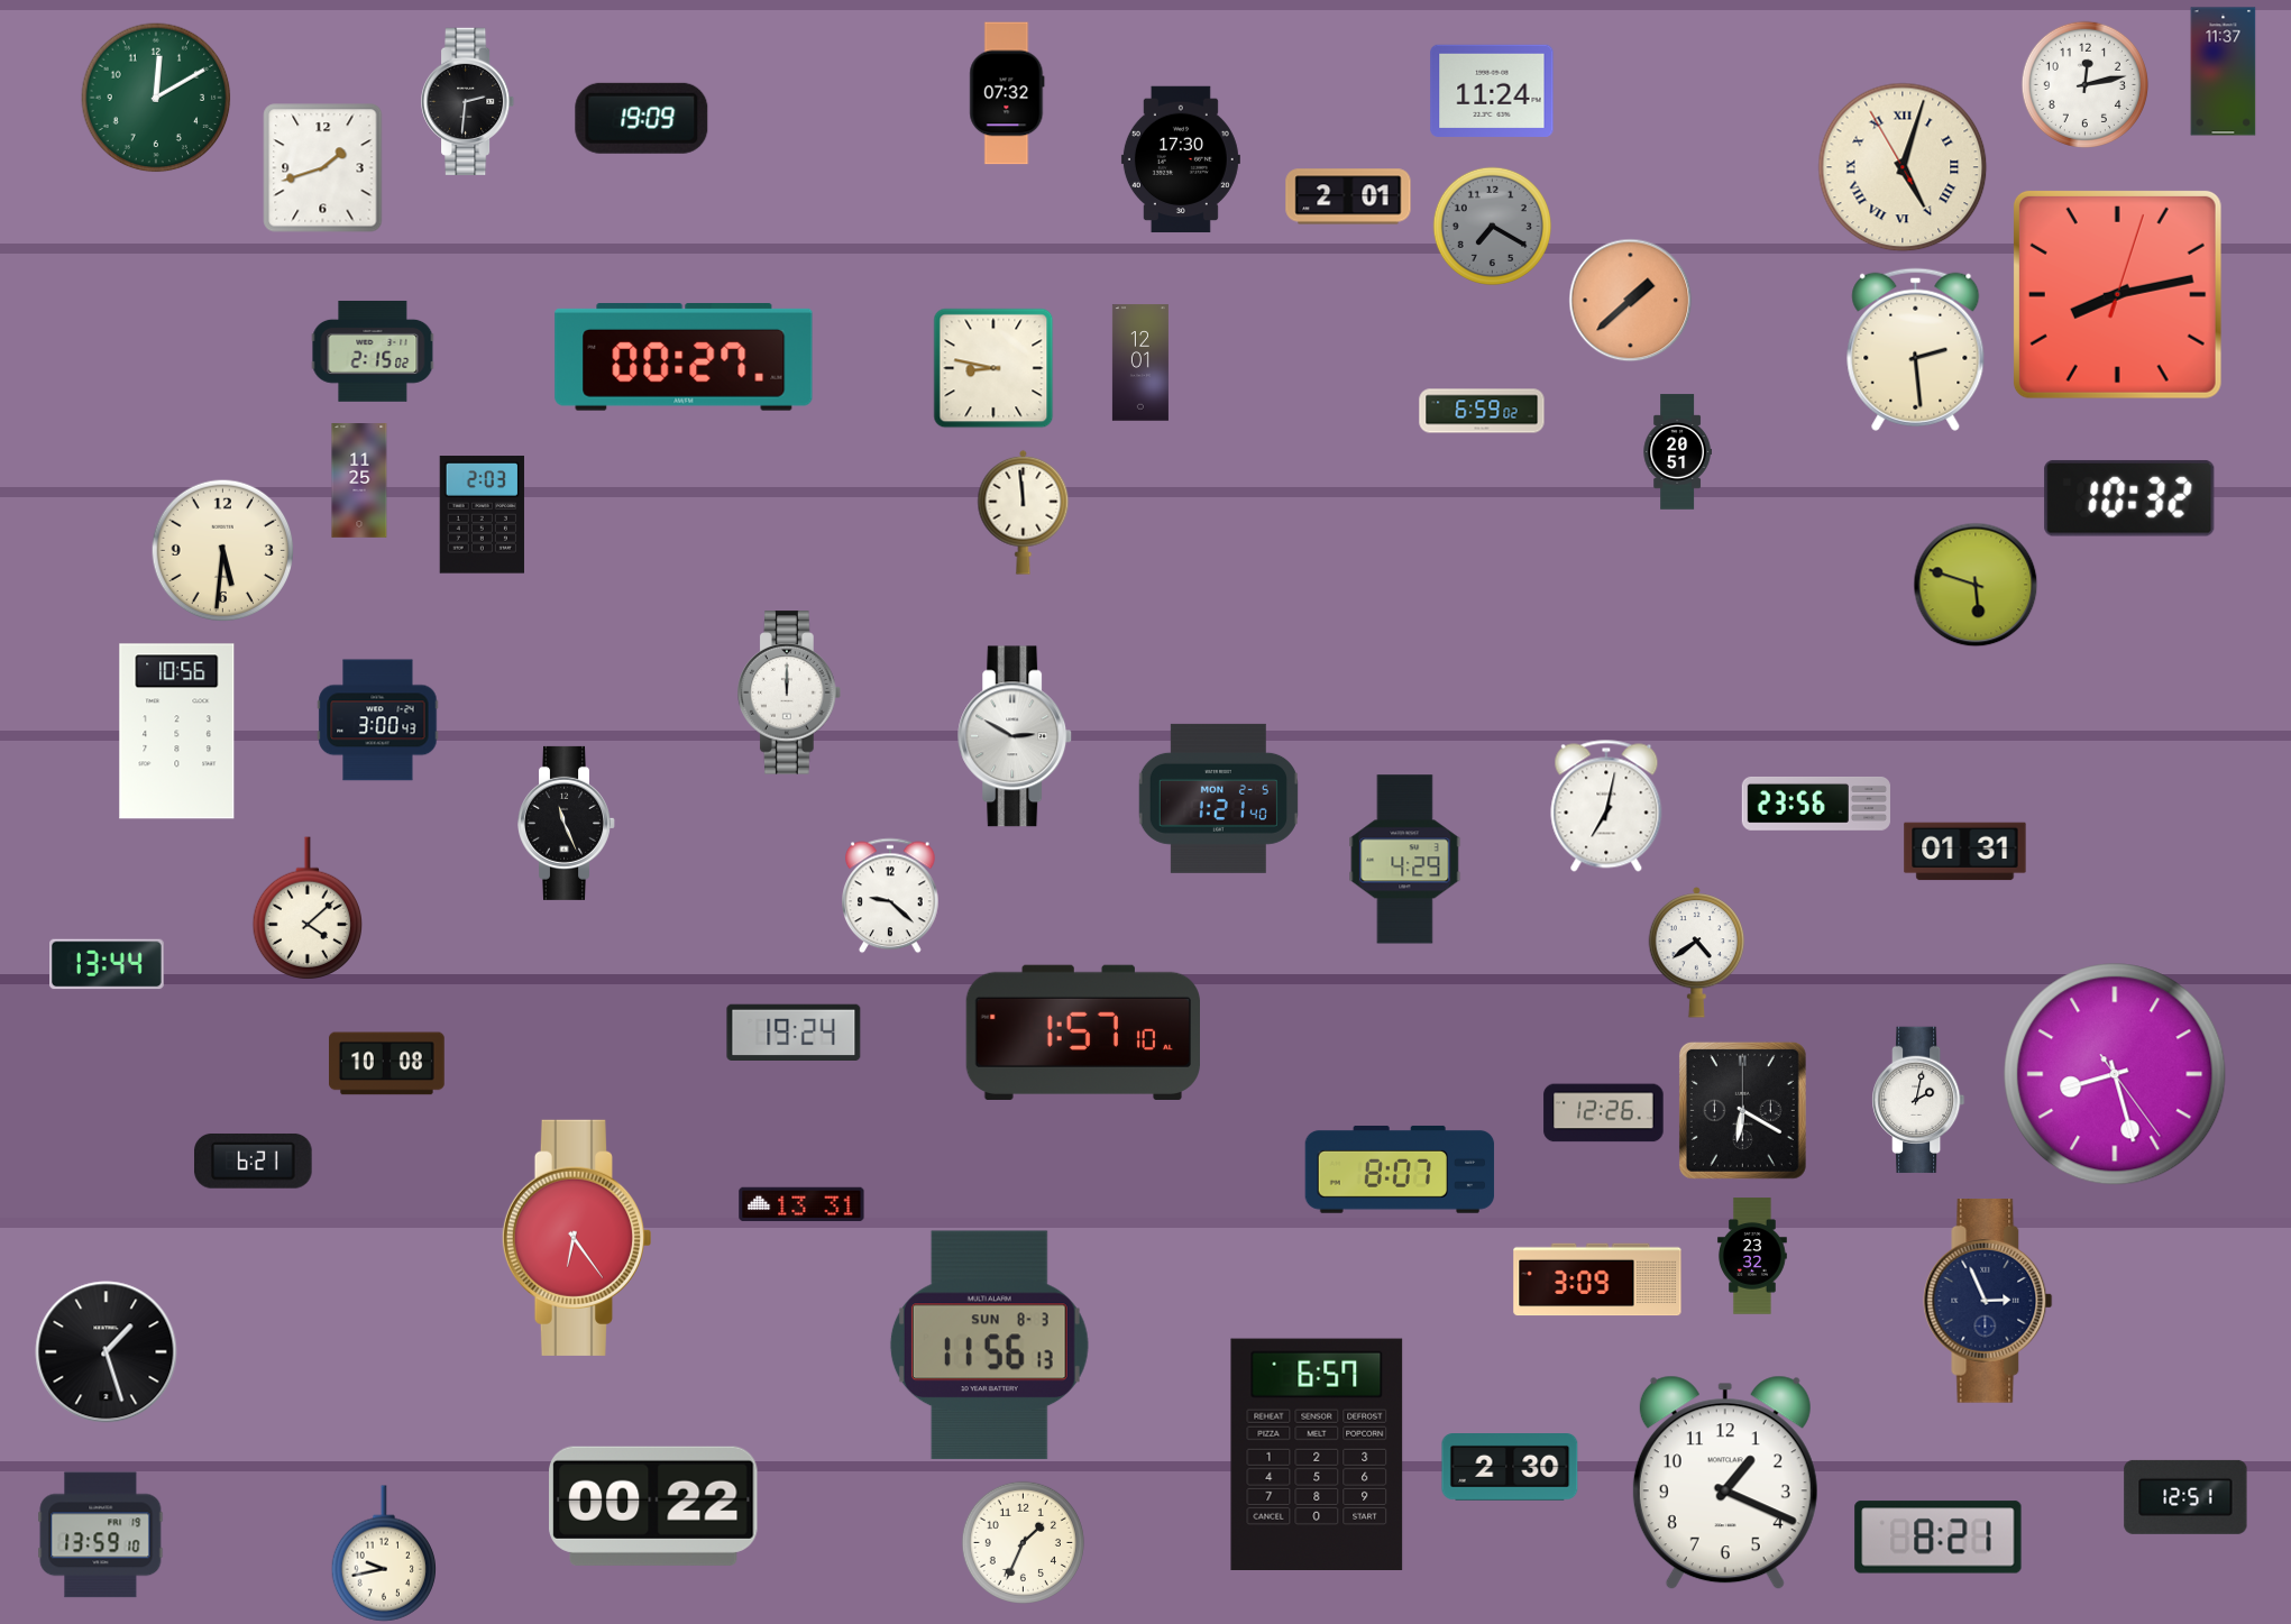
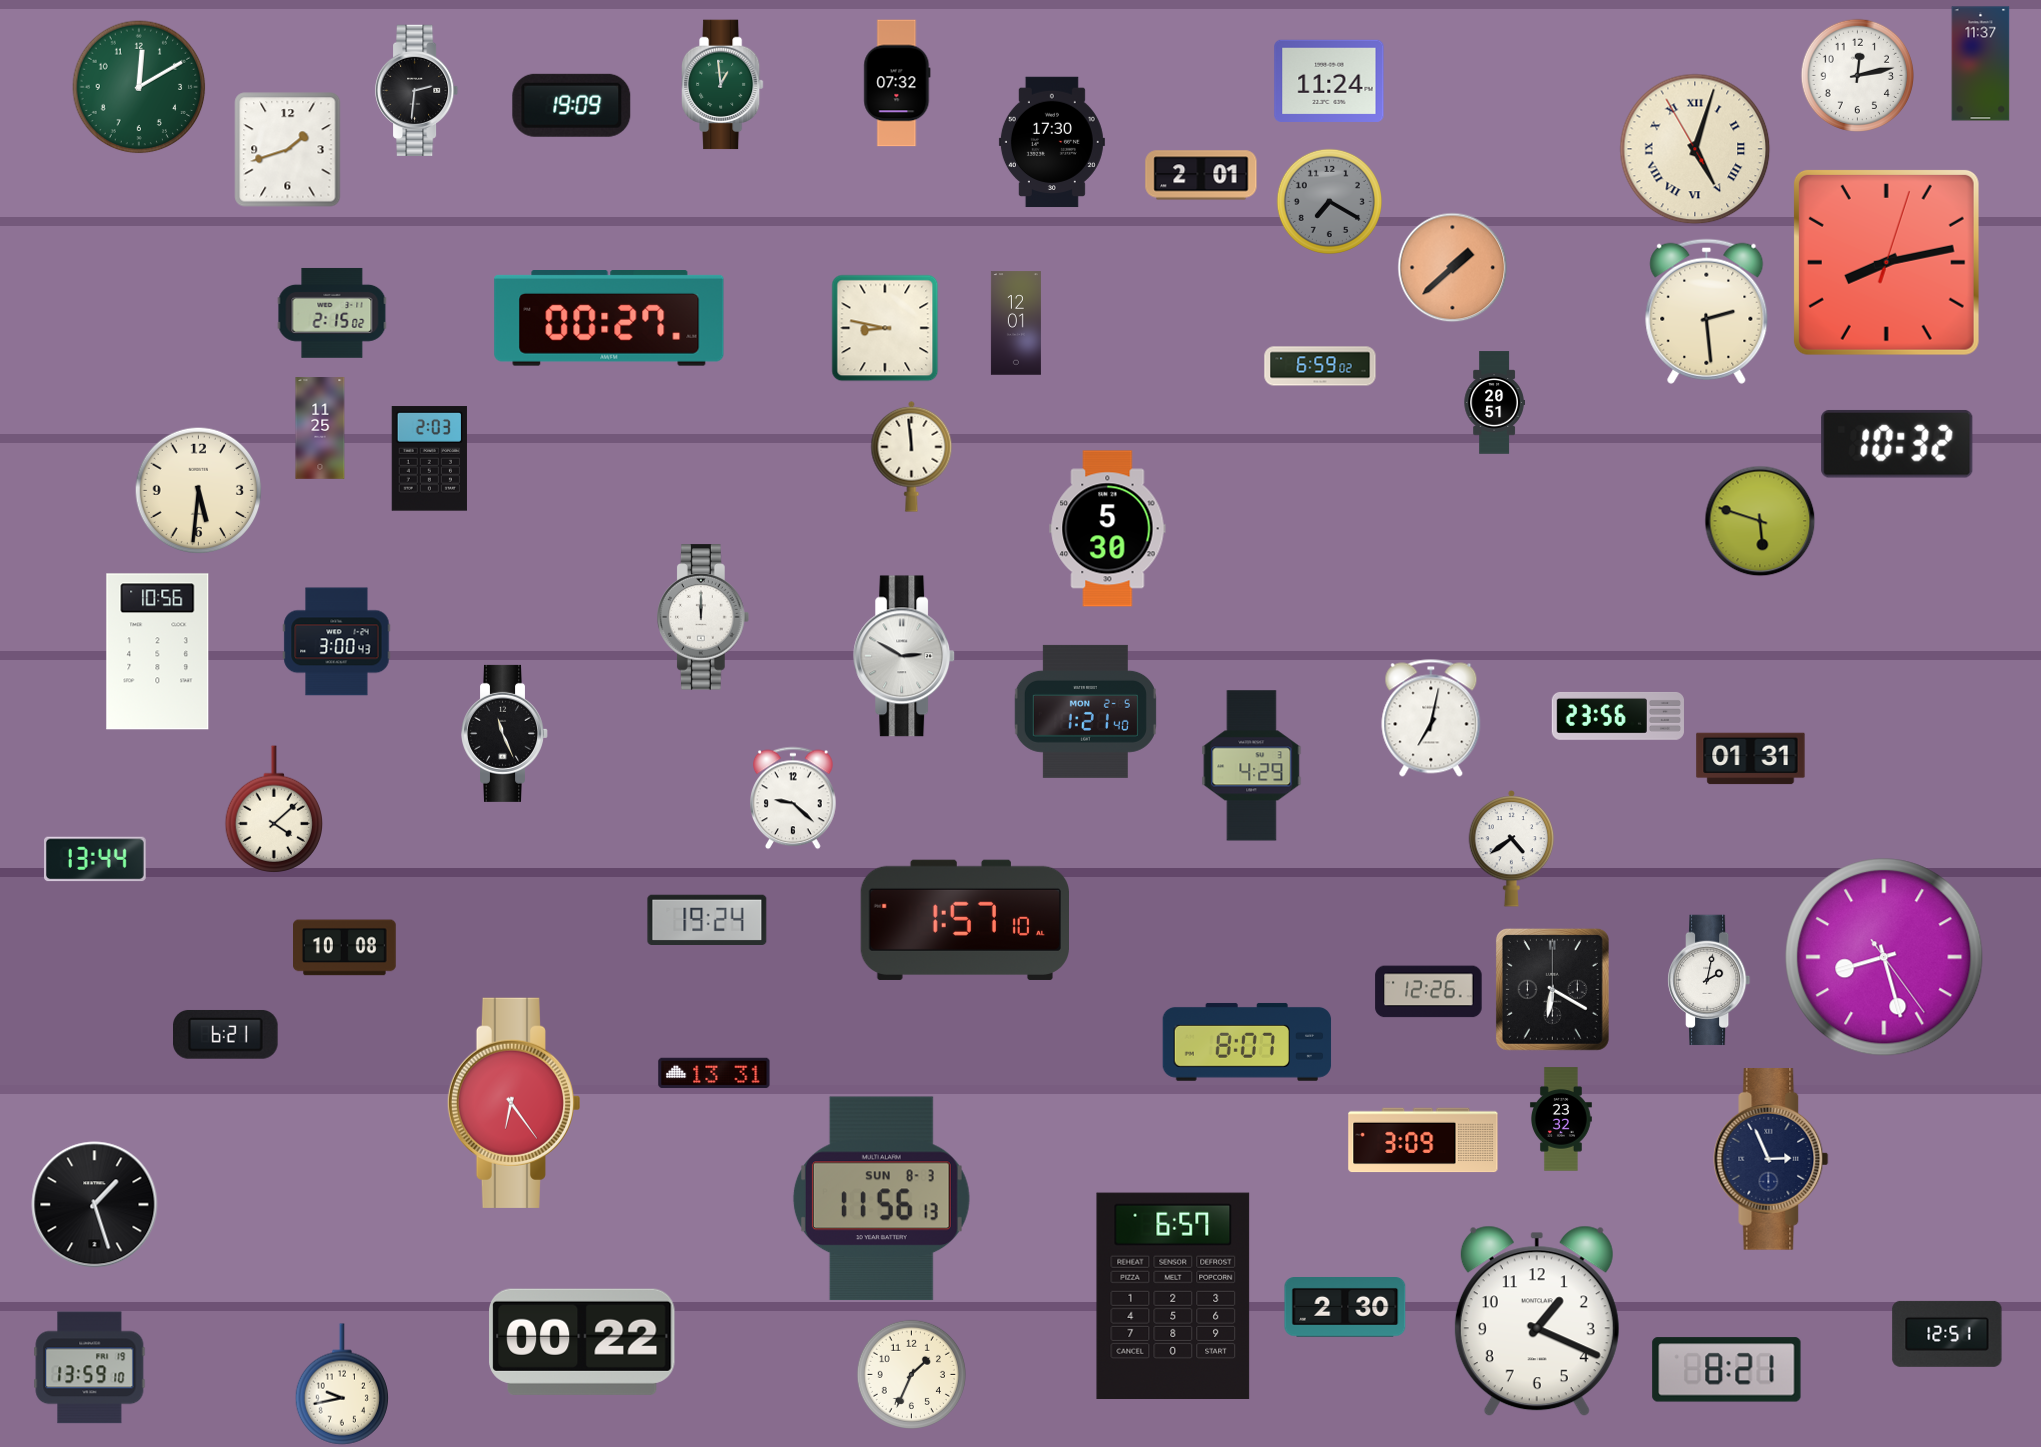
clock at (723, 85): none -> 12:59
clock at (1108, 529): none -> 5:30
